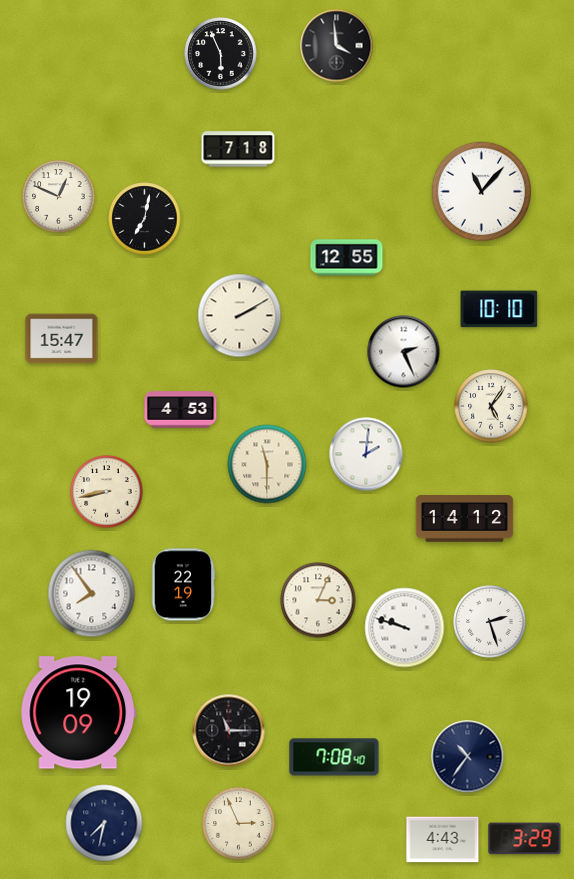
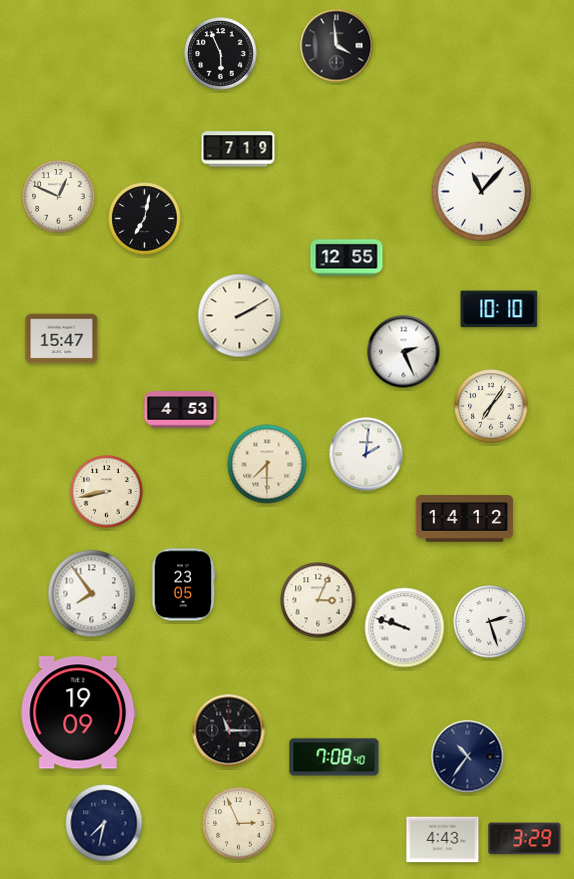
clock at (238, 149): 7:18 -> 7:19
clock at (491, 406): 5:06 -> 7:06
clock at (267, 464): 11:30 -> 7:30
clock at (183, 585): 22:19 -> 23:05
